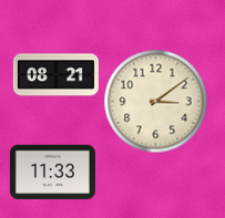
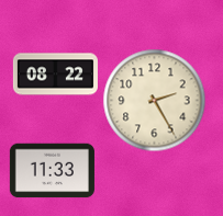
clock at (55, 75): 08:21 -> 08:22
clock at (155, 101): 3:09 -> 2:25
